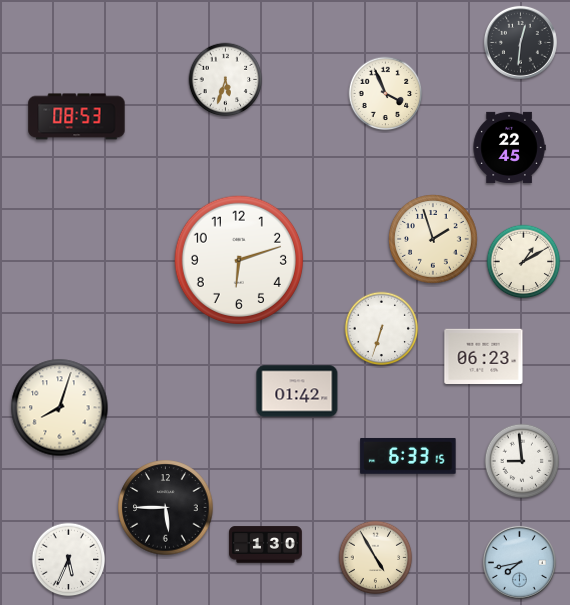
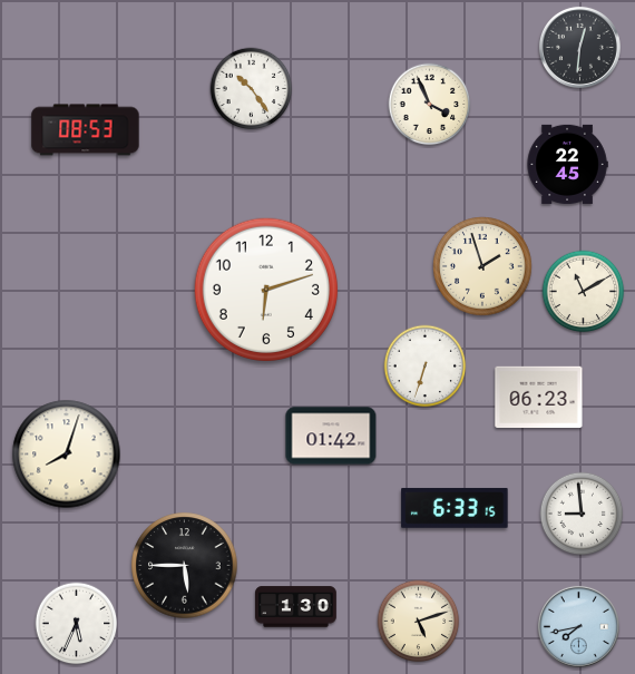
clock at (226, 80): 5:33 -> 10:24
clock at (524, 262): 1:10 -> 11:10
clock at (376, 558): 4:55 -> 5:12
